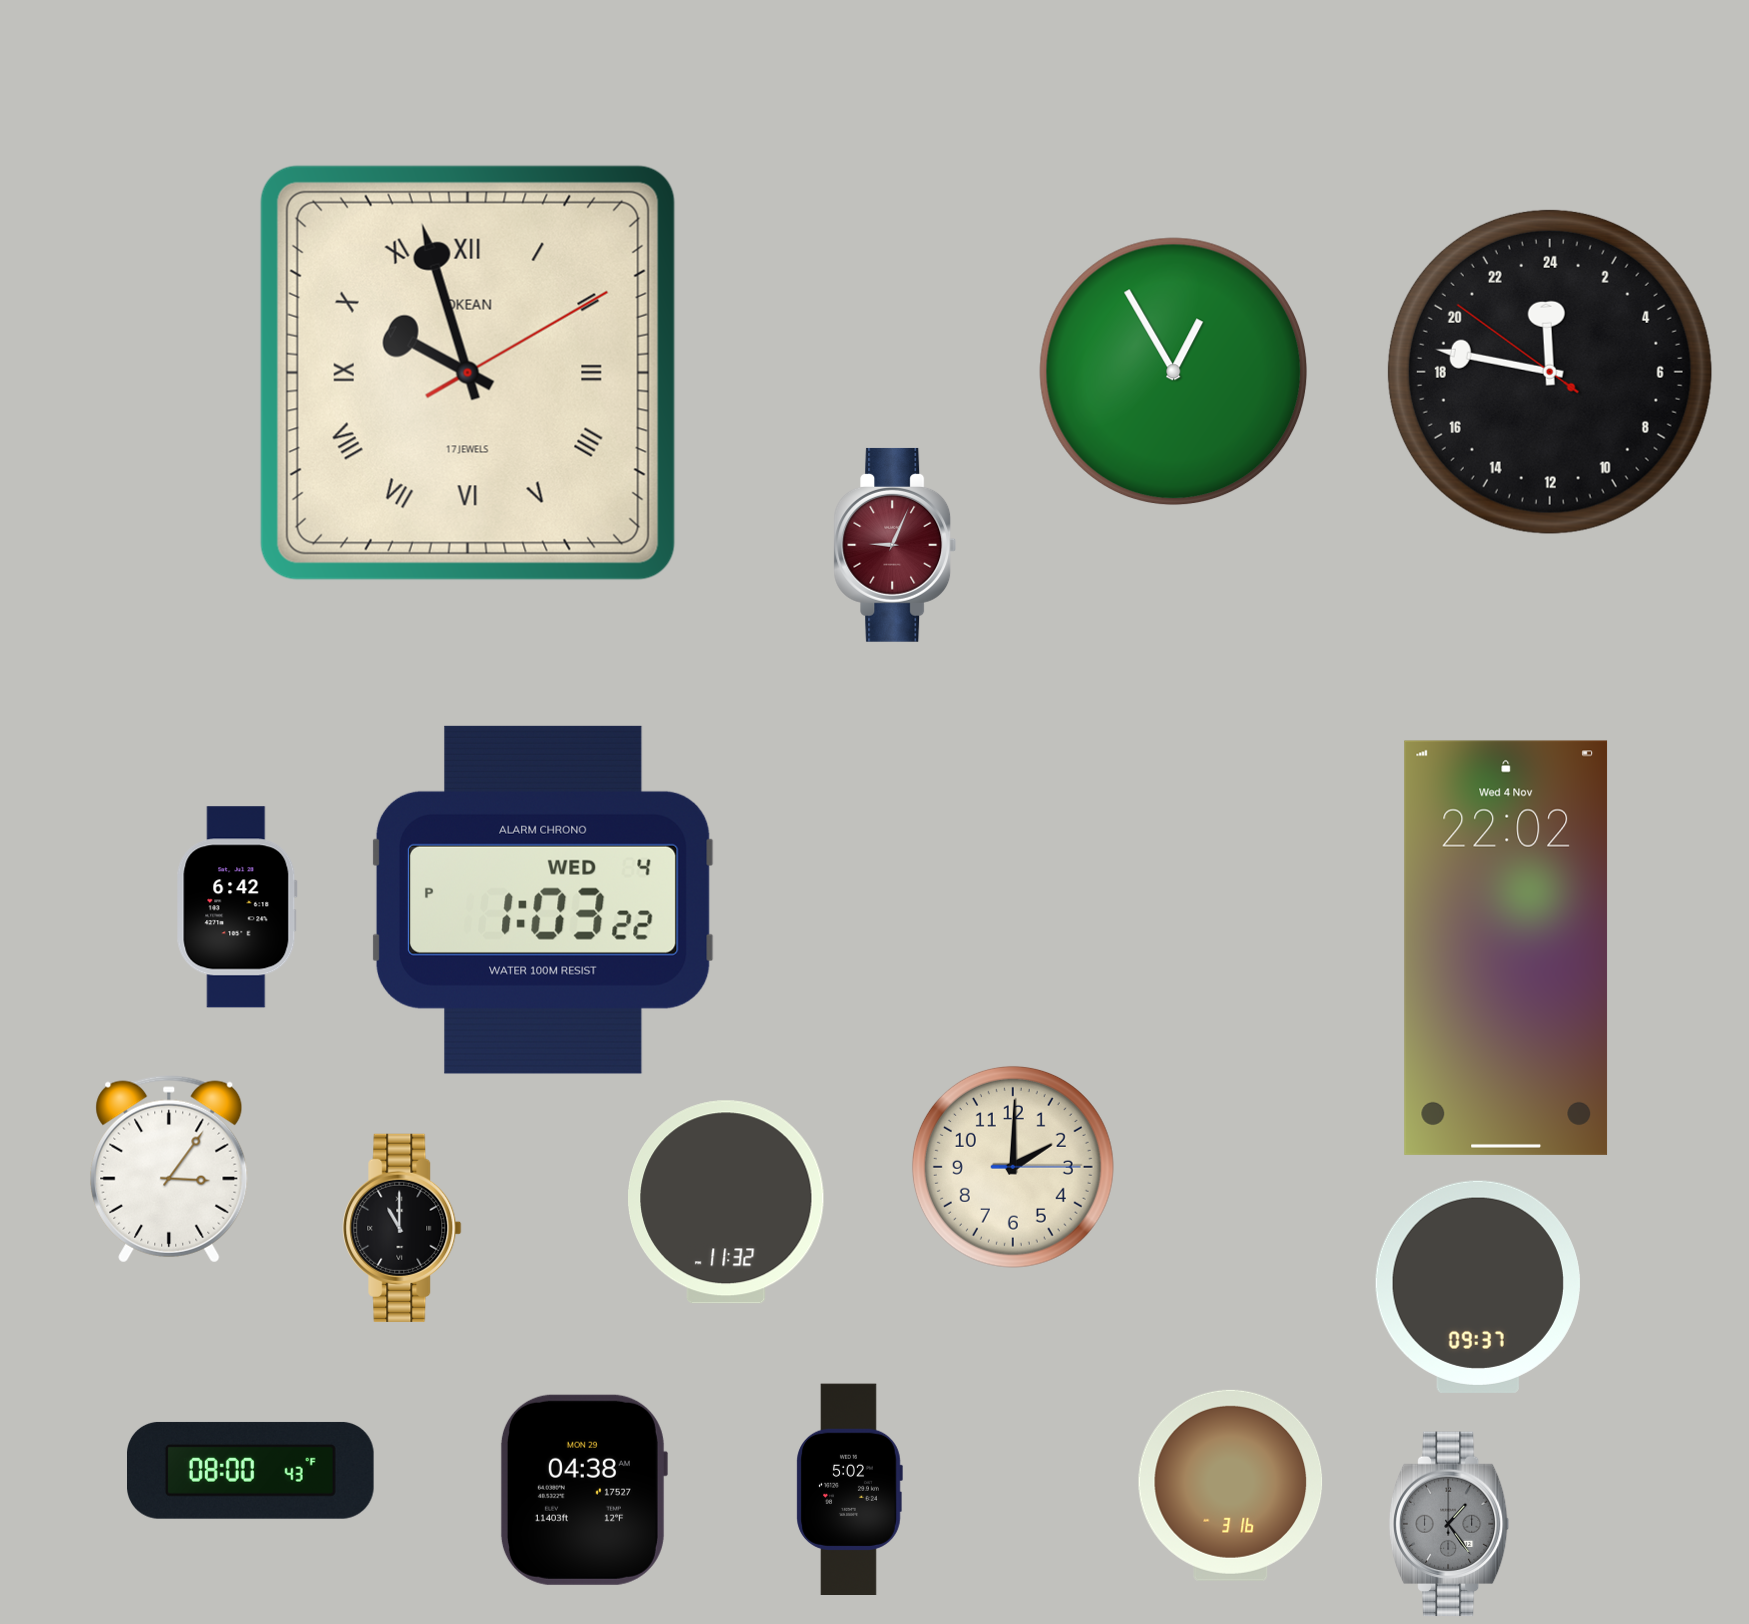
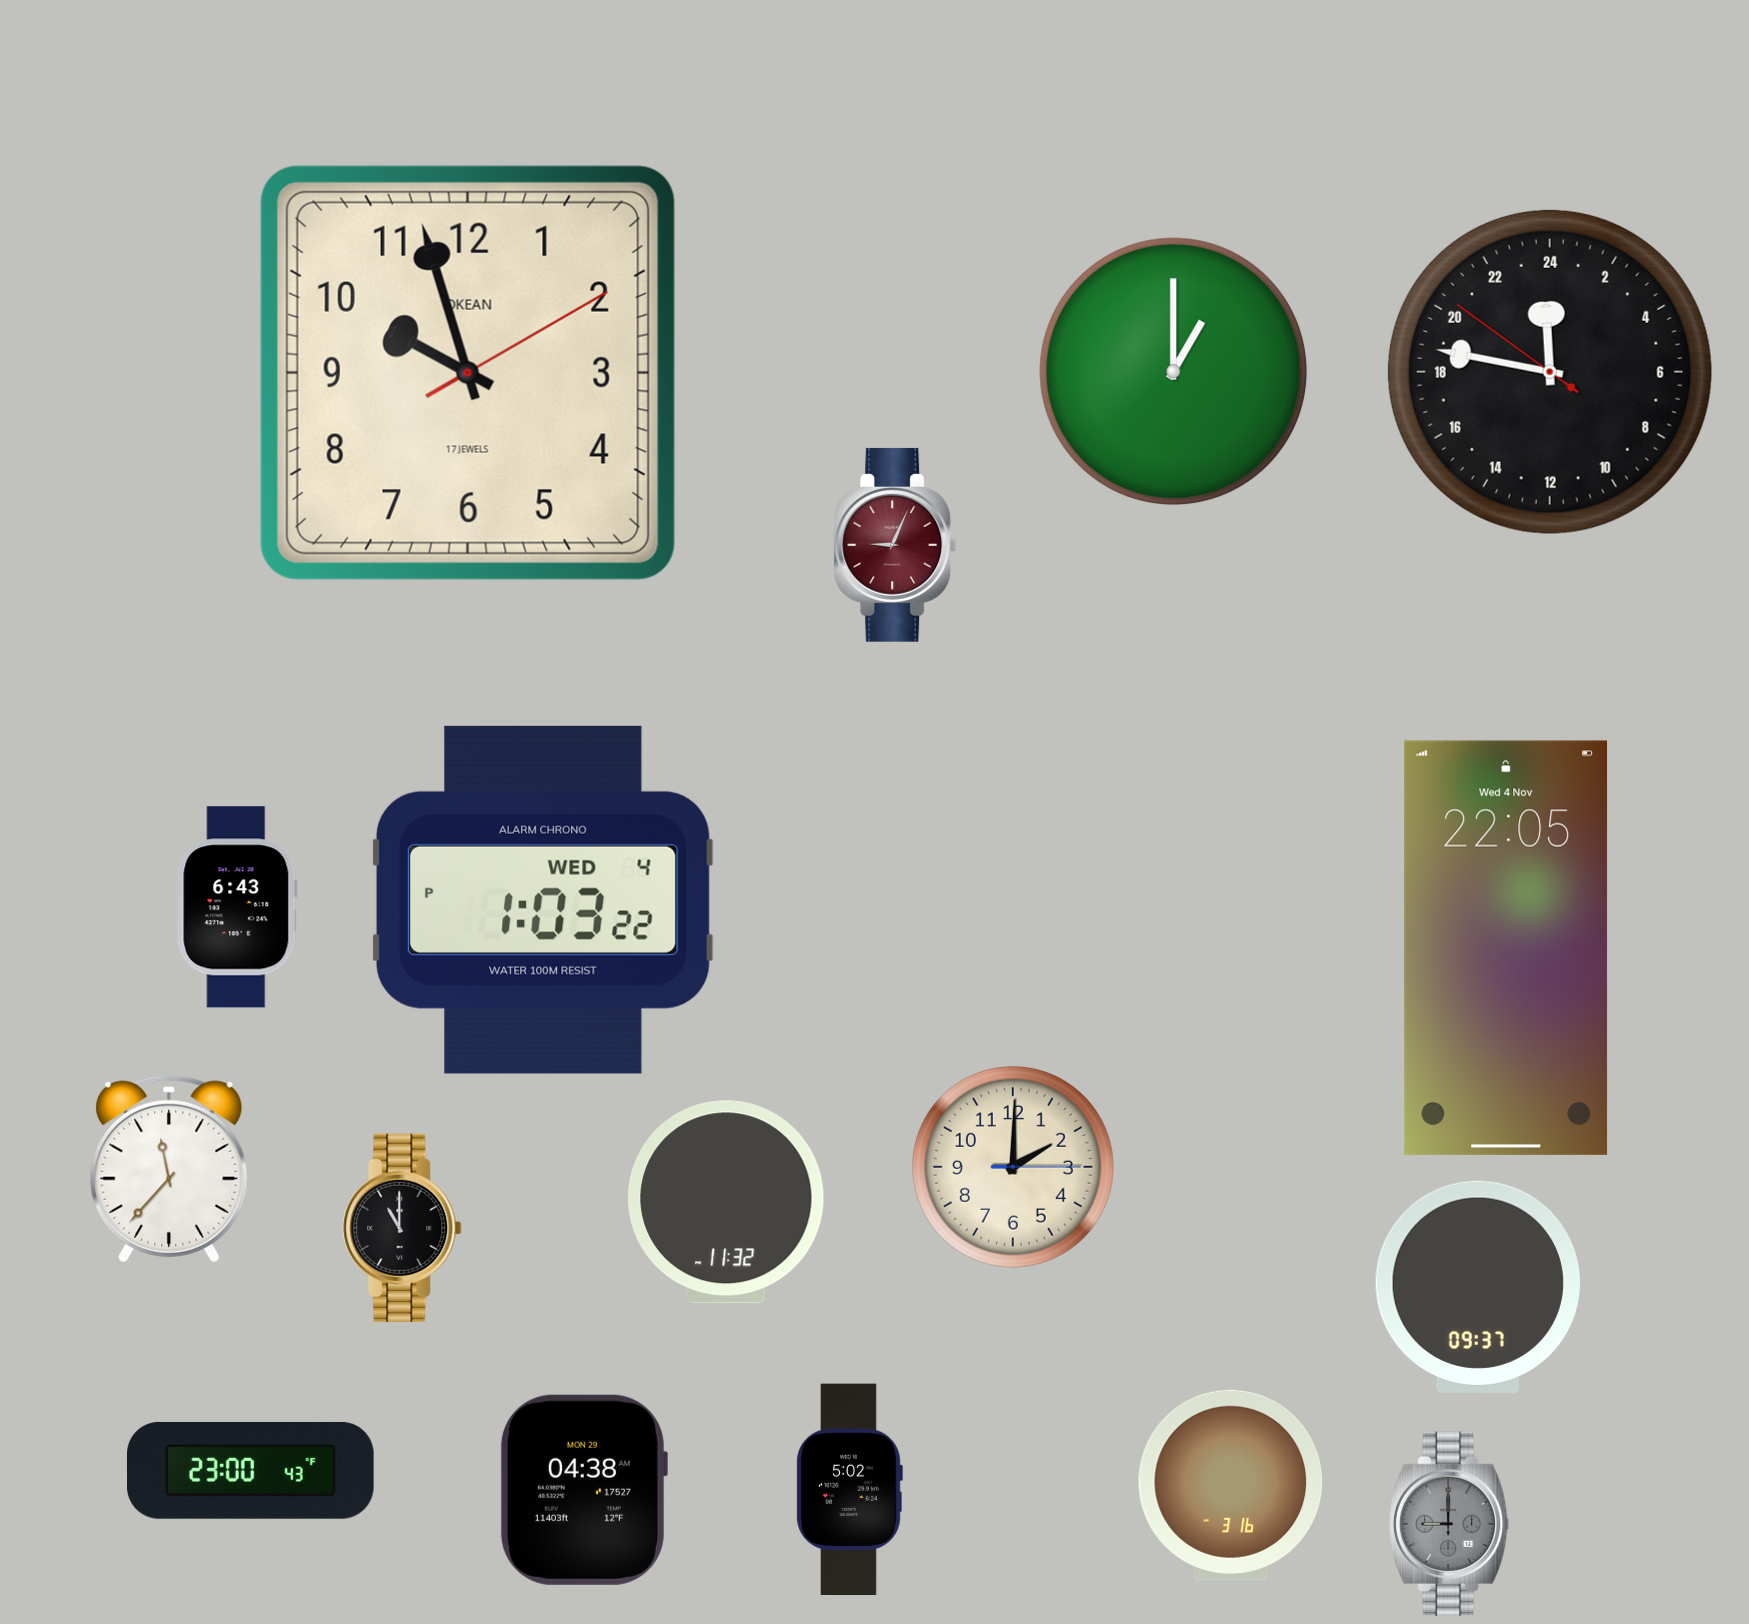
clock at (1174, 372): 12:55 -> 1:00
clock at (468, 373) numerals: Roman -> Arabic
clock at (237, 907): 6:42 -> 6:43
clock at (1506, 948): 22:02 -> 22:05
clock at (169, 1169): 3:06 -> 11:37
clock at (251, 1470): 08:00 -> 23:00
clock at (1449, 1524): 1:24 -> 9:00
